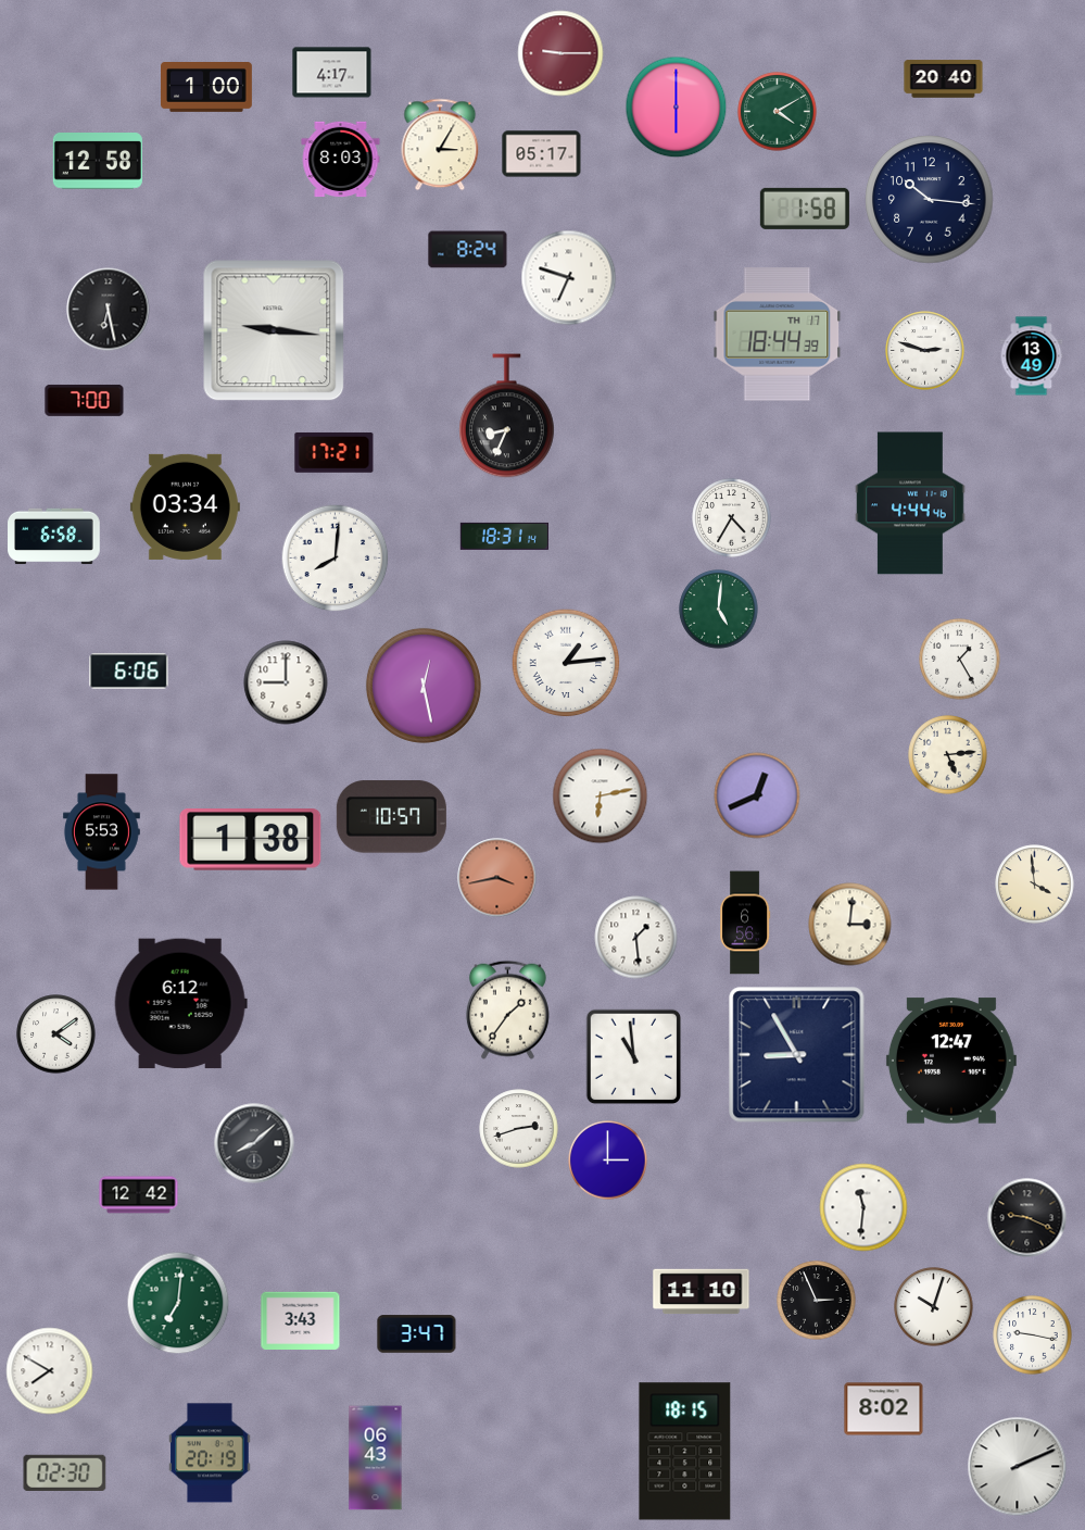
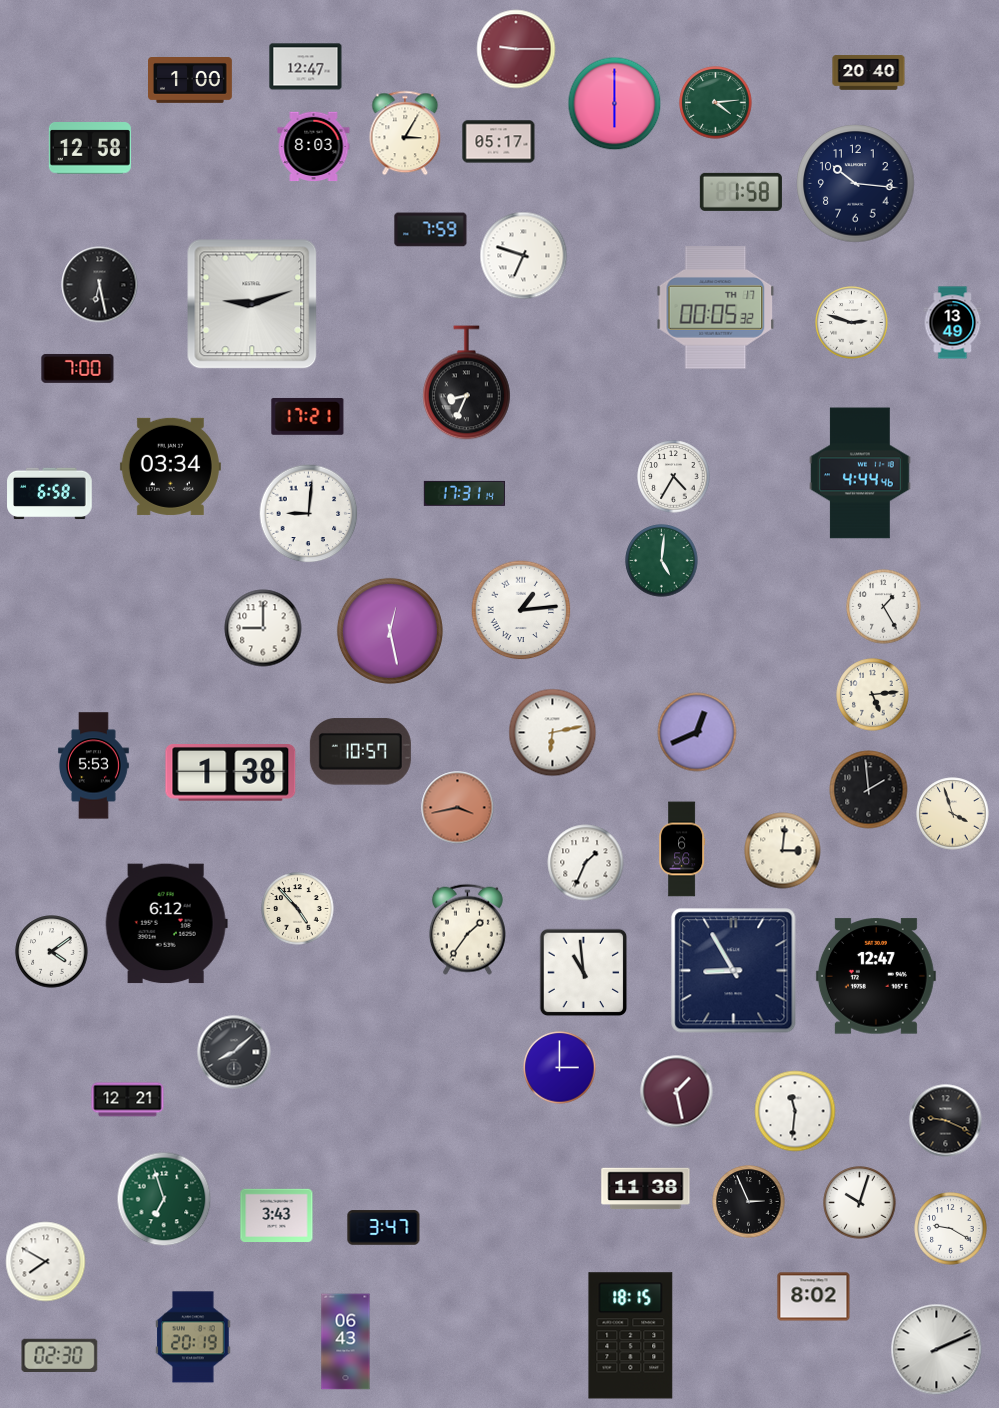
clock at (332, 73): 4:17 -> 12:47
clock at (677, 108) position: (677, 108) -> (615, 104)
clock at (778, 112): 4:10 -> 4:14
clock at (468, 250): 8:24 -> 7:59
clock at (274, 330): 9:16 -> 9:12
clock at (778, 335): 18:44 -> 00:05
clock at (1032, 356) position: (1032, 356) -> (953, 323)
clock at (910, 503) position: (910, 503) -> (860, 473)
clock at (504, 536): 18:31 -> 17:31
clock at (336, 559): 8:01 -> 9:01
clock at (129, 672): 6:06 -> none
clock at (869, 790): none -> 1:59
clock at (1035, 885): 3:59 -> 3:57
clock at (745, 923) position: (745, 923) -> (682, 849)
clock at (636, 938): 1:29 -> 1:34
clock at (298, 909): none -> 4:53
clock at (519, 1129): 2:42 -> none
clock at (677, 1092): none -> 1:28
clock at (139, 1195): 12:42 -> 12:21
clock at (702, 1292): 11:10 -> 11:38
clock at (817, 1301) position: (817, 1301) -> (749, 1202)
clock at (178, 1303): 7:01 -> 6:57
clock at (1033, 1335): 9:17 -> 9:20
